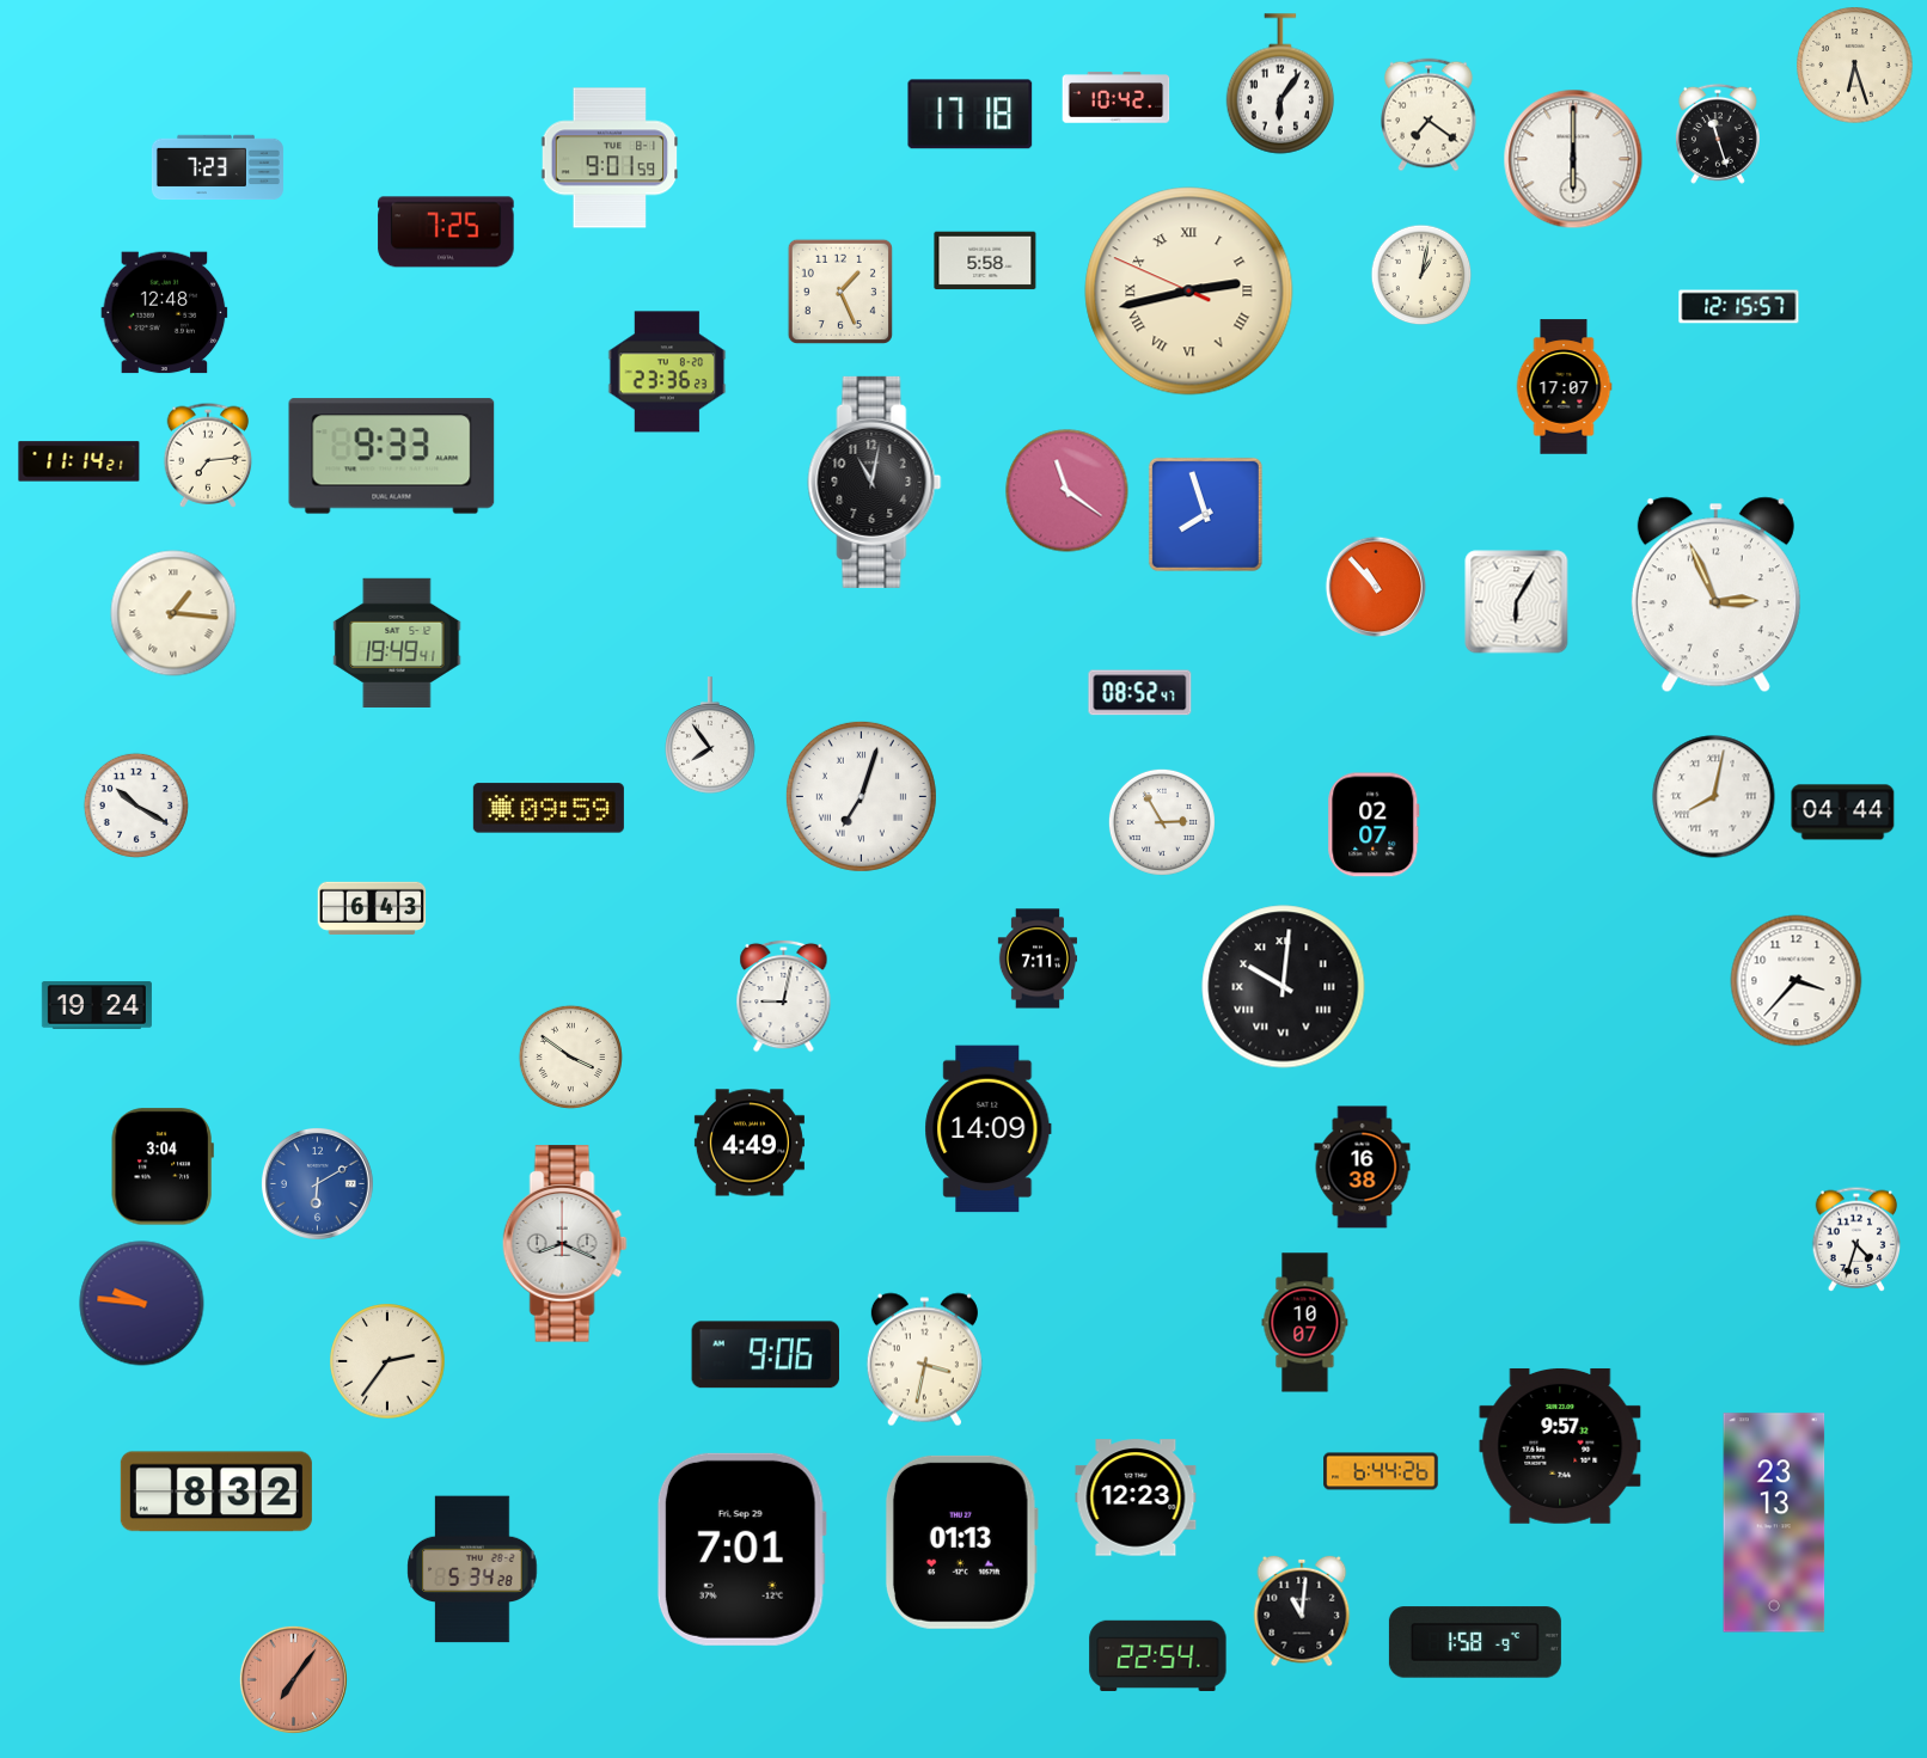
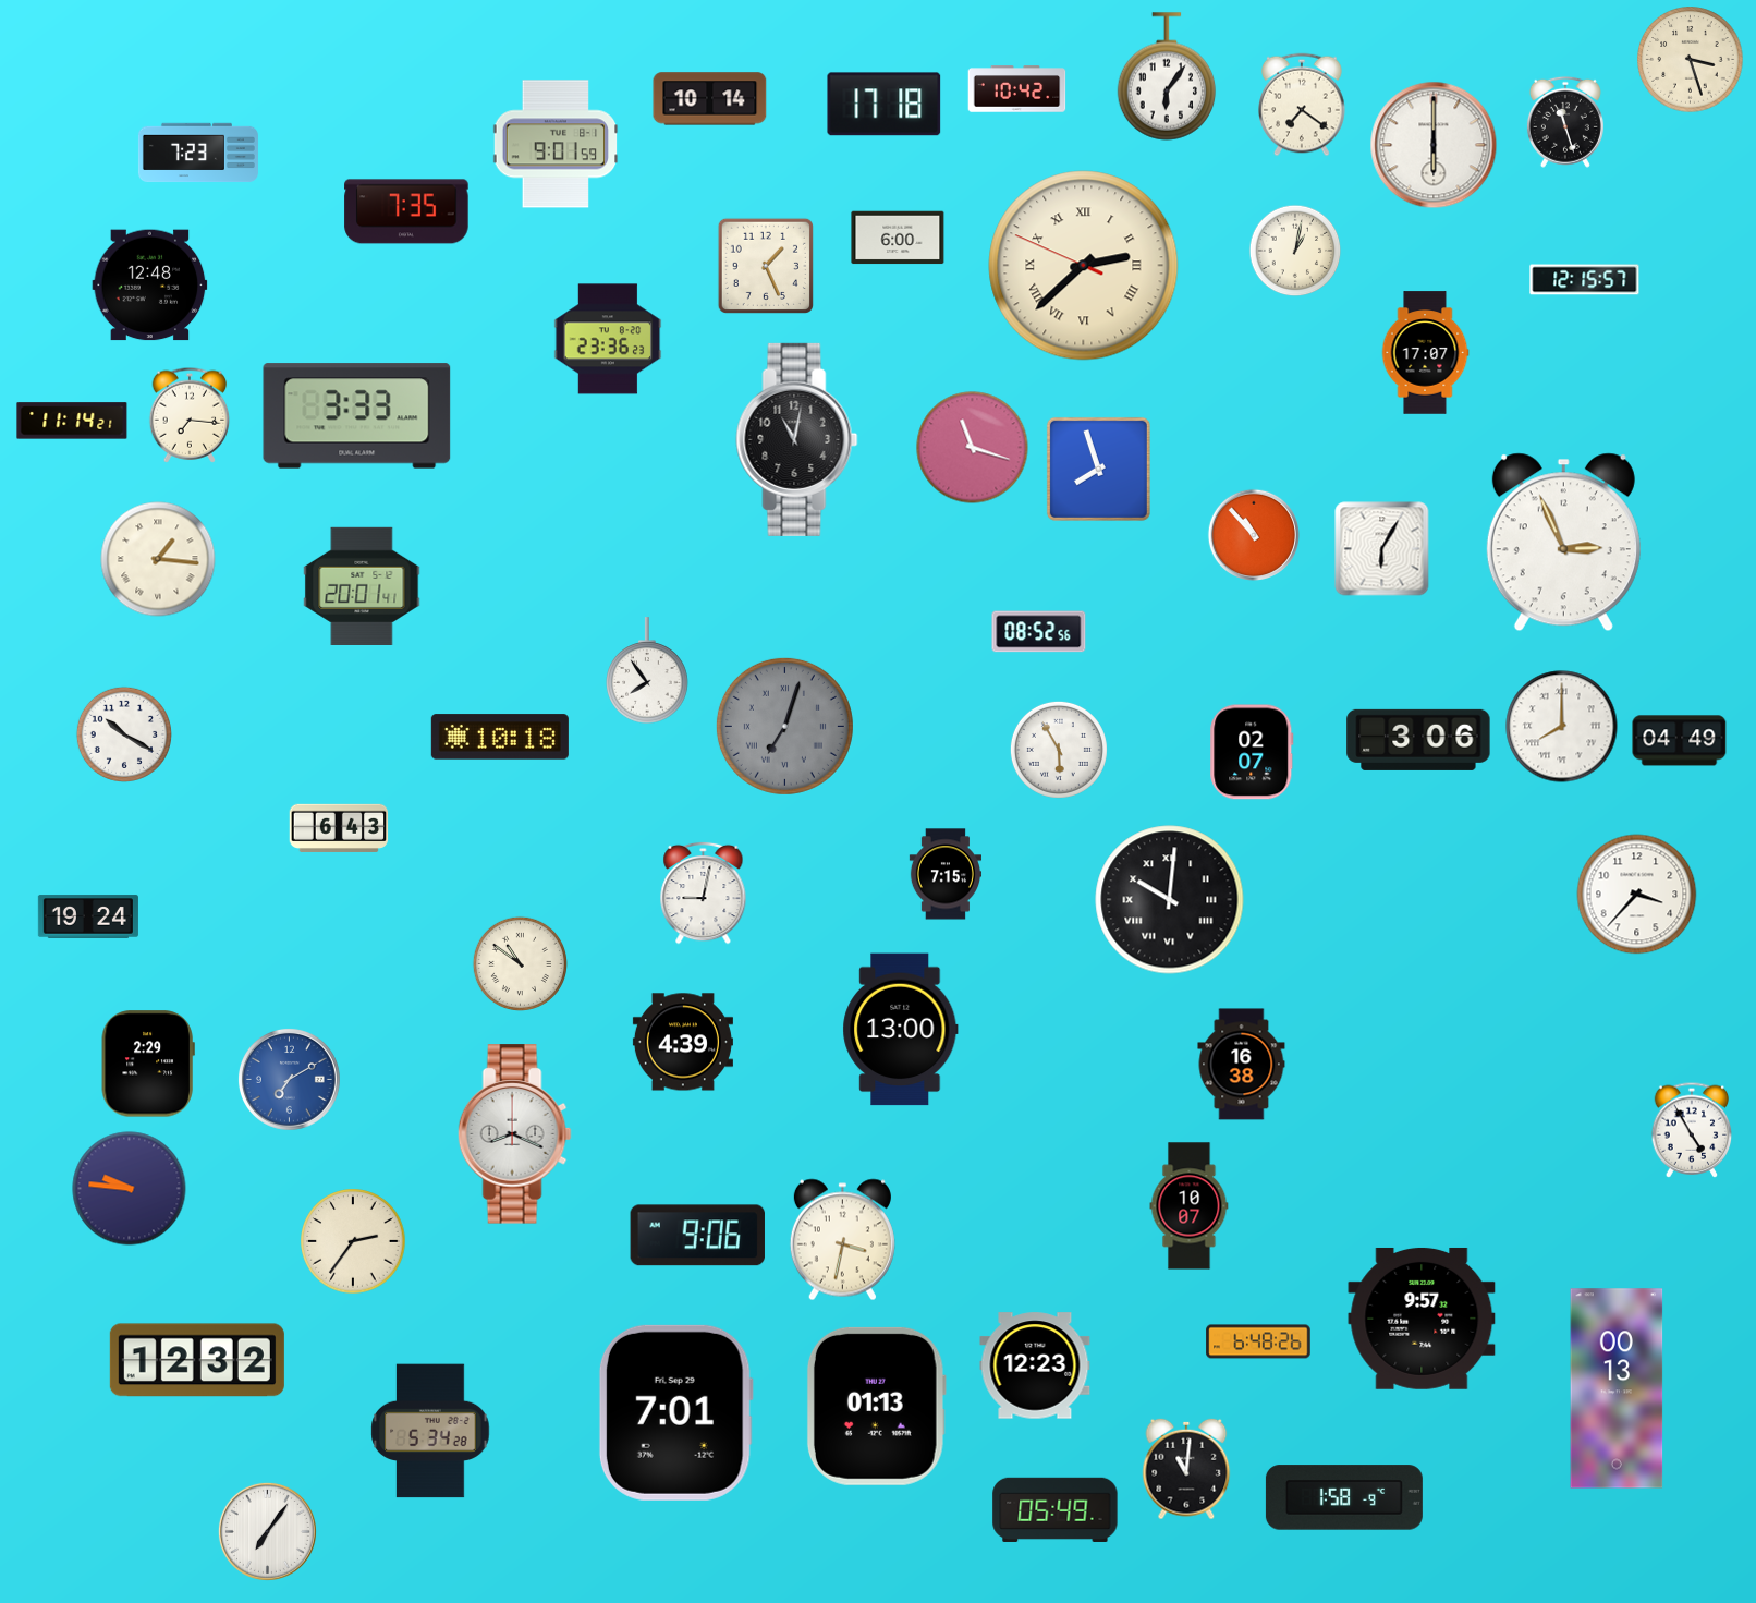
clock at (1855, 66): 6:27 -> 3:27
clock at (710, 99): none -> 10:14
clock at (446, 232): 7:25 -> 7:35
clock at (985, 261): 5:58 -> 6:00
clock at (1189, 292): 2:42 -> 2:37
clock at (208, 455): 7:14 -> 7:16
clock at (392, 457): 9:33 -> 3:33
clock at (1068, 491): 11:21 -> 11:18
clock at (397, 643): 19:49 -> 20:01
clock at (1140, 693): 08:52:47 -> 08:52:56
clock at (861, 796) dial: white -> grey
clock at (1714, 797): 8:02 -> 8:00
clock at (549, 808): 09:59 -> 10:18
clock at (1418, 740): none -> 3:06
clock at (1843, 813): 04:44 -> 04:49
clock at (1162, 822): 2:55 -> 5:55
clock at (1036, 958): 7:11 -> 7:15
clock at (784, 996) position: (784, 996) -> (704, 892)
clock at (570, 1056): 3:51 -> 10:51
clock at (989, 1129): 14:09 -> 13:00
clock at (750, 1143): 4:49 -> 4:39
clock at (163, 1166): 3:04 -> 2:29
clock at (317, 1183): 6:10 -> 7:10
clock at (1856, 1239): 4:33 -> 4:55
clock at (1381, 1471): 6:44 -> 6:48
clock at (216, 1491): 8:32 -> 12:32
clock at (1774, 1523): 23:13 -> 00:13
clock at (1158, 1655): 22:54 -> 05:49
clock at (293, 1679) dial: salmon -> white
